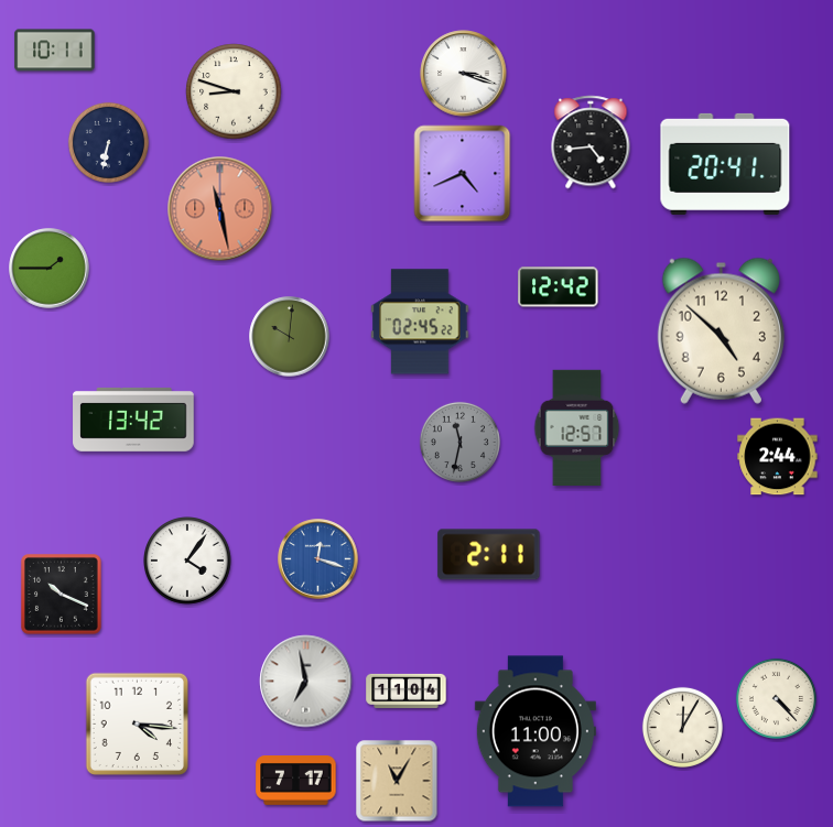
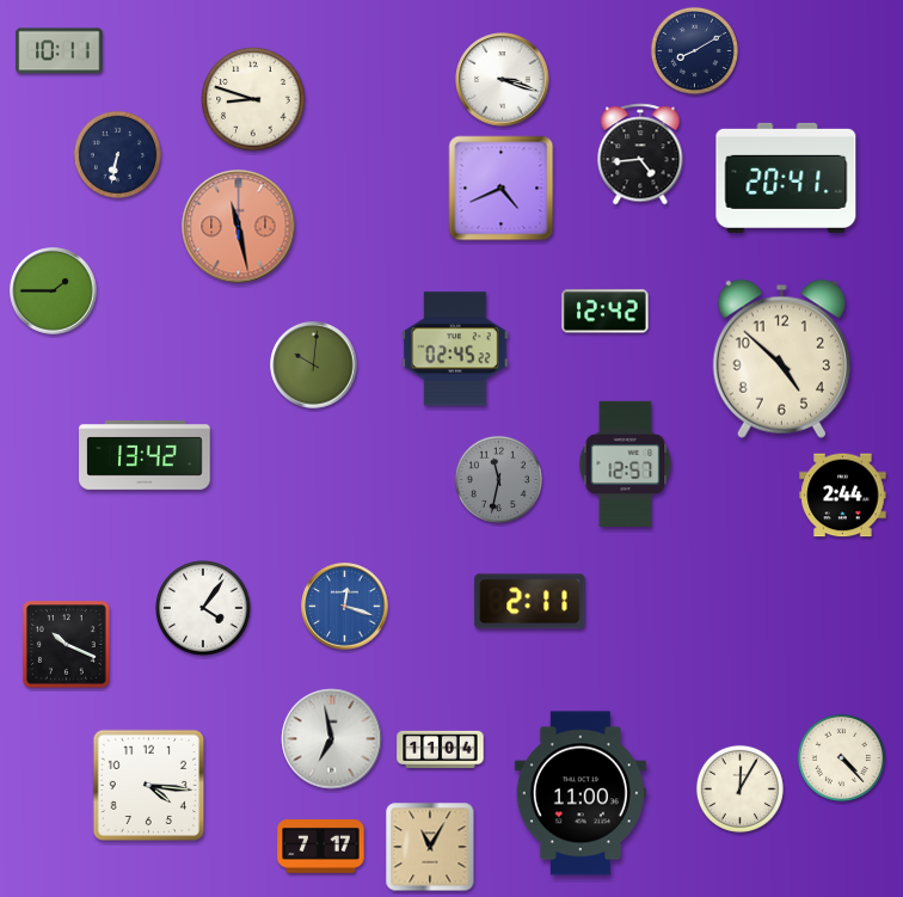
clock at (694, 50): none -> 8:10
clock at (55, 51) position: (55, 51) -> (60, 51)
